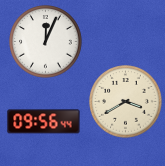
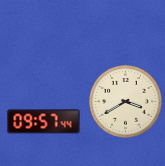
clock at (46, 42): 12:04 -> none
clock at (44, 122): 09:56 -> 09:57
